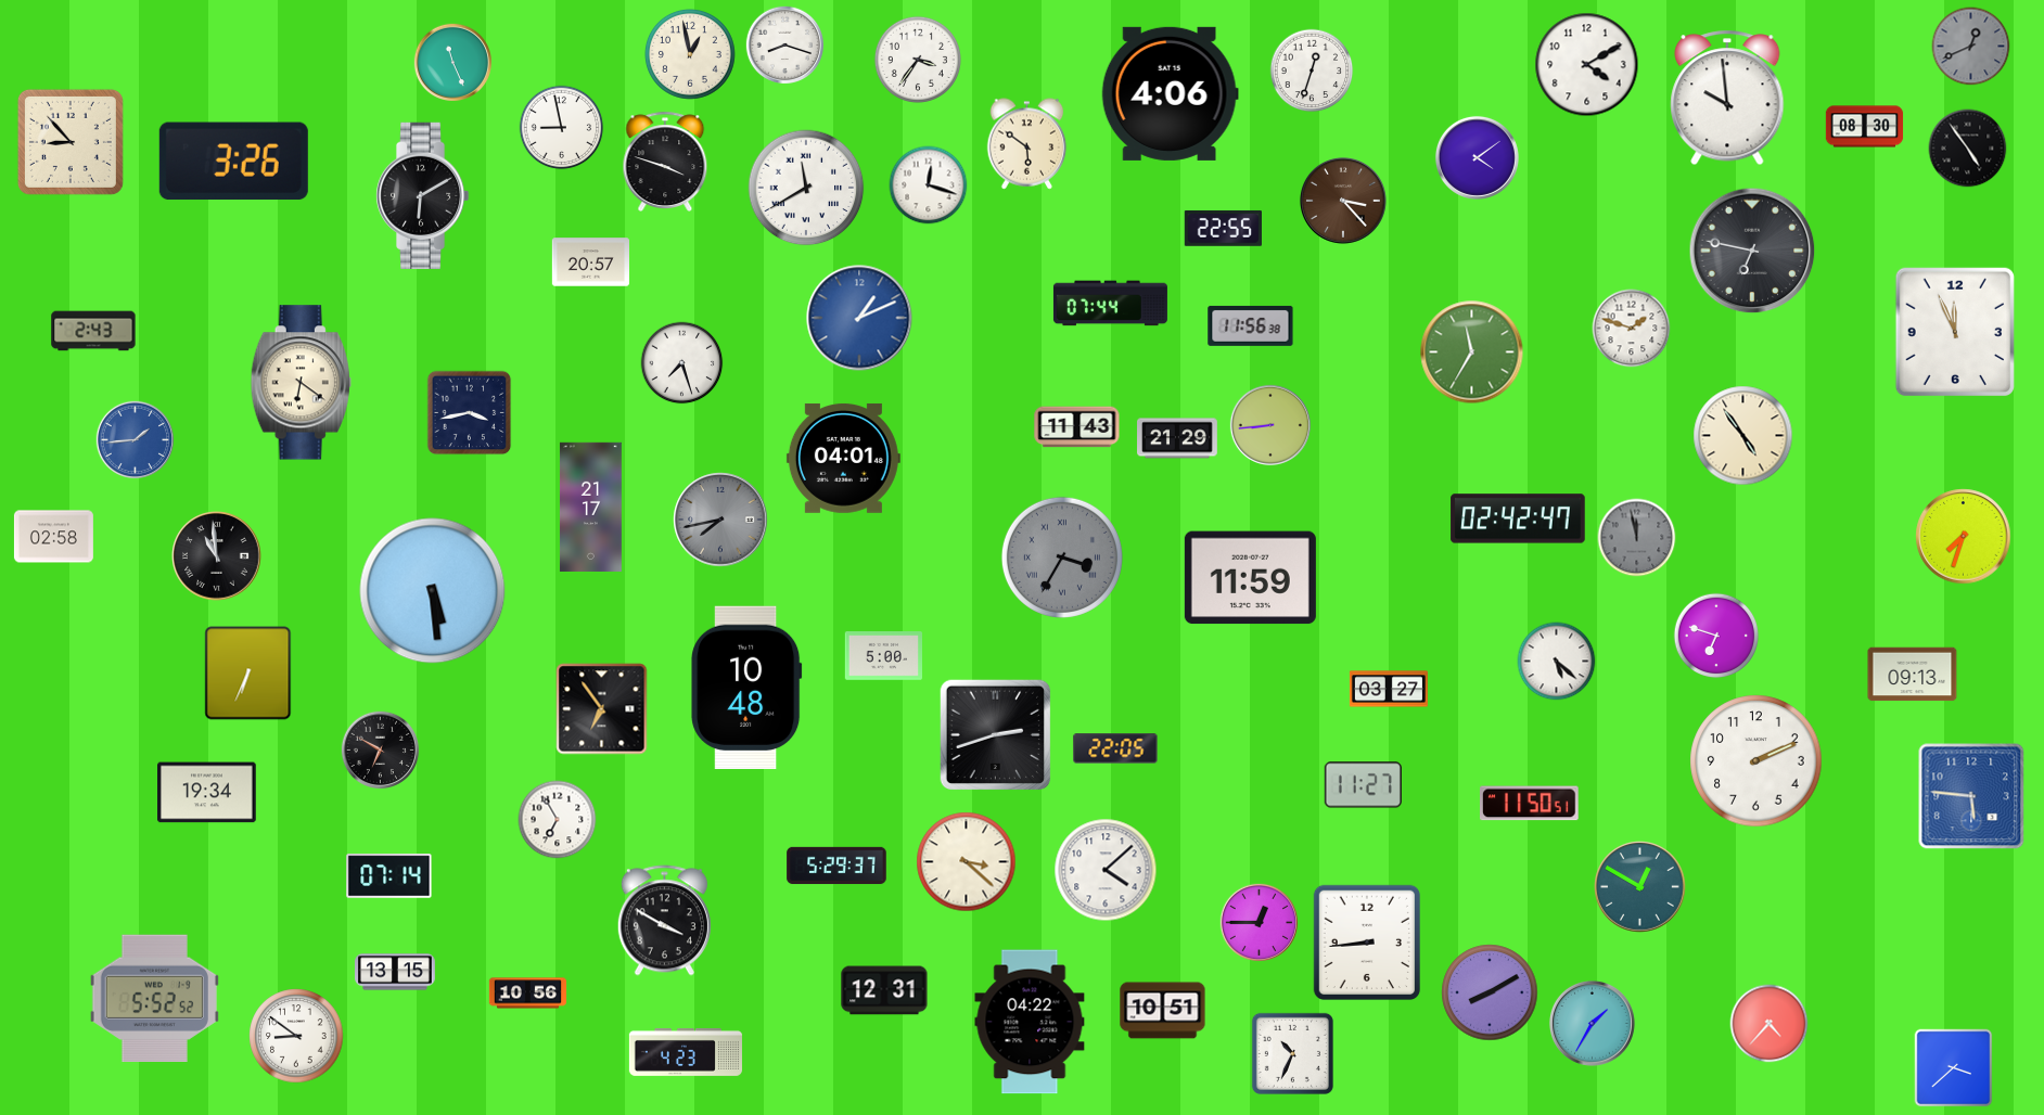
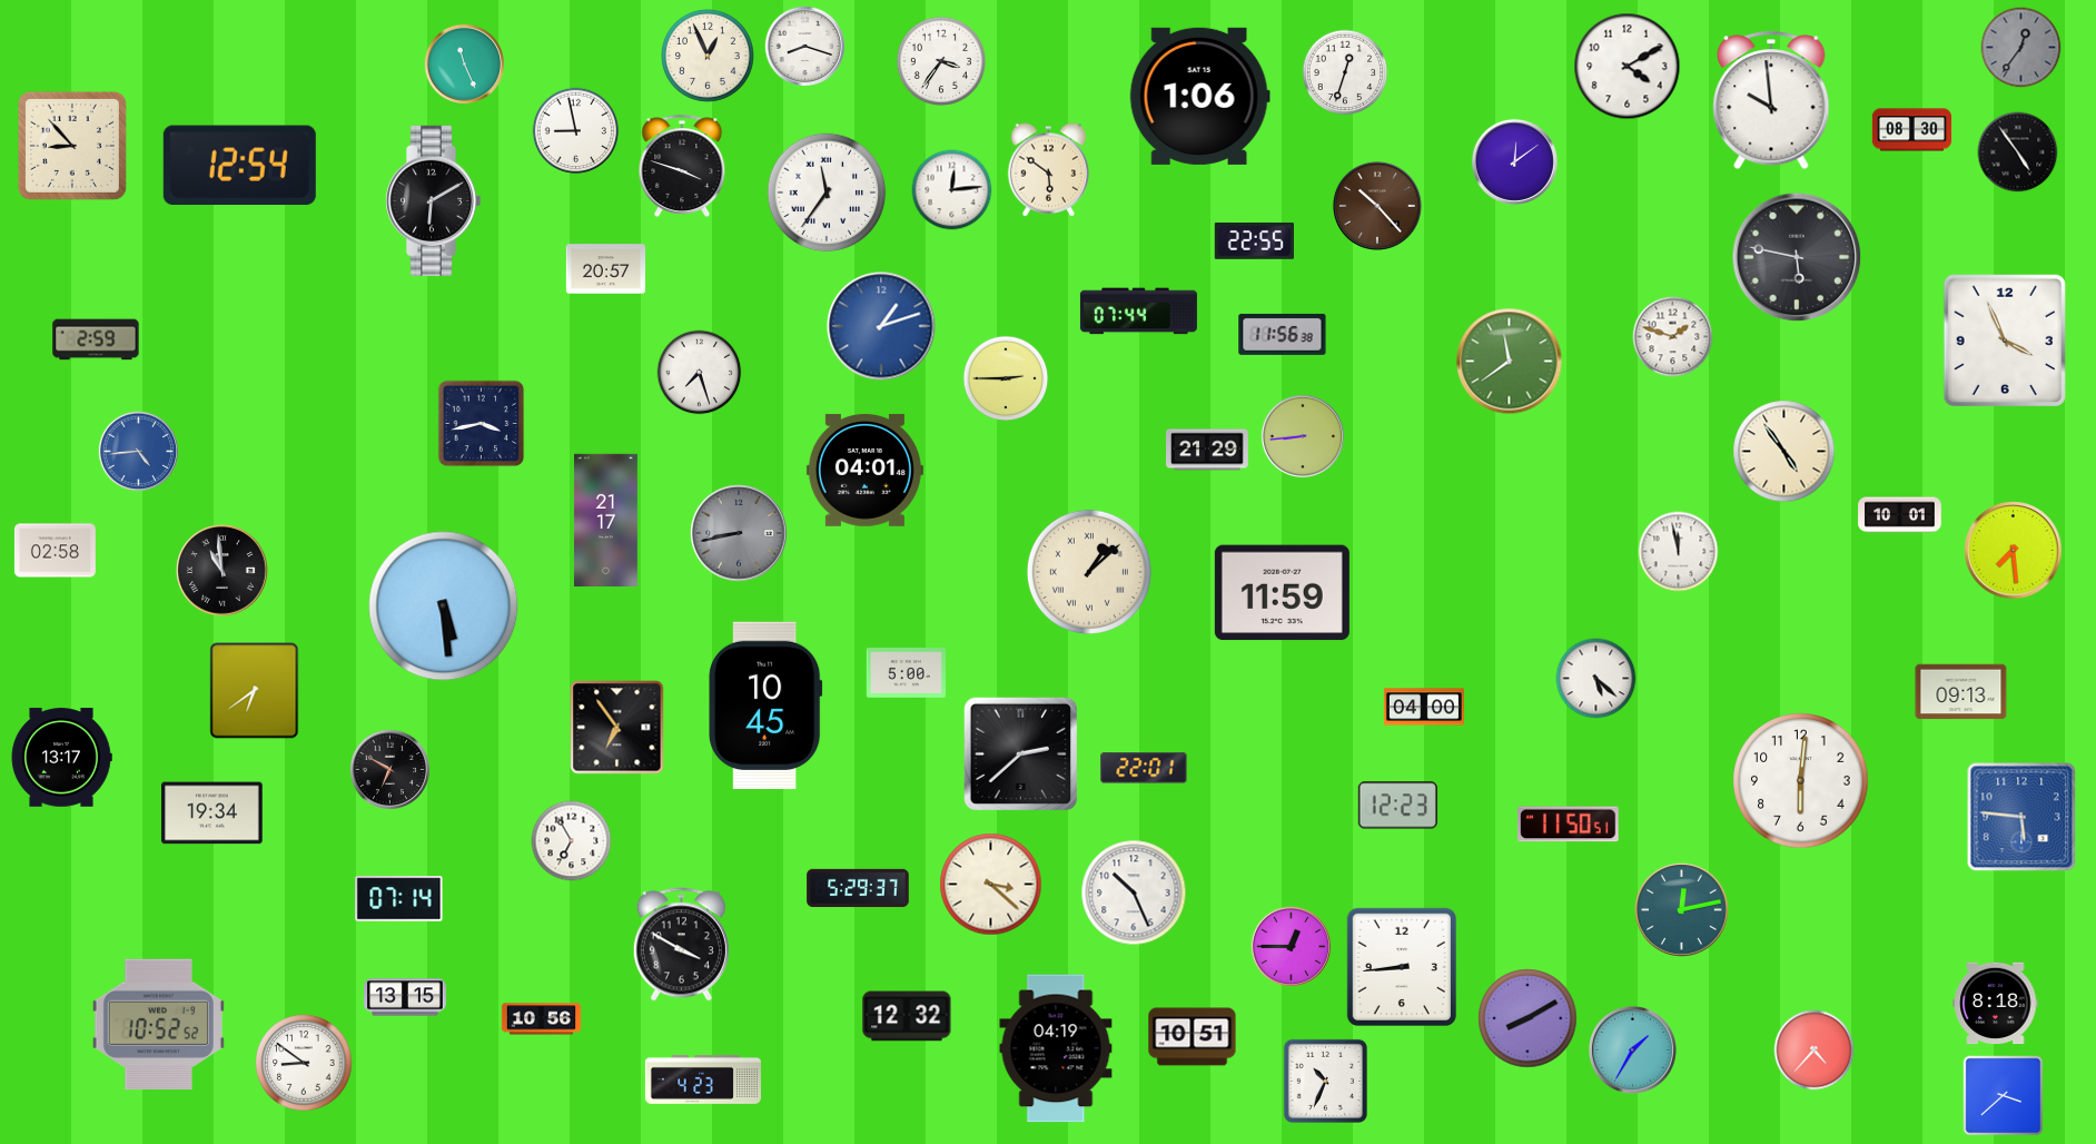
clock at (1971, 47): 12:41 -> 12:36
clock at (690, 54): 12:58 -> 12:56
clock at (1170, 93): 4:06 -> 1:06
clock at (1027, 144) position: (1027, 144) -> (1049, 170)
clock at (1477, 157): 4:09 -> 12:09
clock at (233, 162): 3:26 -> 12:54
clock at (929, 185): 12:18 -> 12:14
clock at (806, 188): 11:40 -> 11:36
clock at (1343, 201): 3:23 -> 10:23
clock at (1223, 228) position: (1223, 228) -> (1254, 240)
clock at (1752, 251): 6:47 -> 5:47
clock at (859, 318): 1:11 -> 1:12
clock at (93, 331): 2:43 -> 2:59
clock at (1955, 331): 11:56 -> 3:56
clock at (1472, 353): 11:35 -> 11:39
clock at (1006, 378): none -> 2:45
clock at (301, 383): 6:21 -> none
clock at (1077, 427): 11:43 -> none
clock at (1743, 436) position: (1743, 436) -> (1784, 452)
clock at (136, 440): 1:44 -> 4:44
clock at (1900, 515): none -> 10:01
clock at (1518, 518): 02:42 -> none
clock at (720, 520): 7:43 -> 8:43
clock at (1964, 537): 7:33 -> 7:29
clock at (1637, 538) dial: grey -> white
clock at (1062, 557): 3:35 -> 1:08
clock at (1062, 557) dial: grey -> cream
clock at (1716, 636): 6:48 -> none
clock at (248, 674): 6:34 -> 6:39
clock at (746, 688): 10:48 -> 10:45
clock at (1389, 689): 03:27 -> 04:00
clock at (995, 734): 2:42 -> 2:38
clock at (61, 758): none -> 13:17
clock at (1115, 748): 22:05 -> 22:01
clock at (1756, 761): 2:11 -> 6:01
clock at (1363, 785): 11:27 -> 12:23
clock at (1106, 870): 4:08 -> 10:26
clock at (1640, 887): 12:50 -> 12:13
clock at (1996, 1004): none -> 8:18
clock at (884, 990): 12:31 -> 12:32
clock at (154, 998): 5:52 -> 10:52
clock at (1030, 1022): 04:22 -> 04:19
